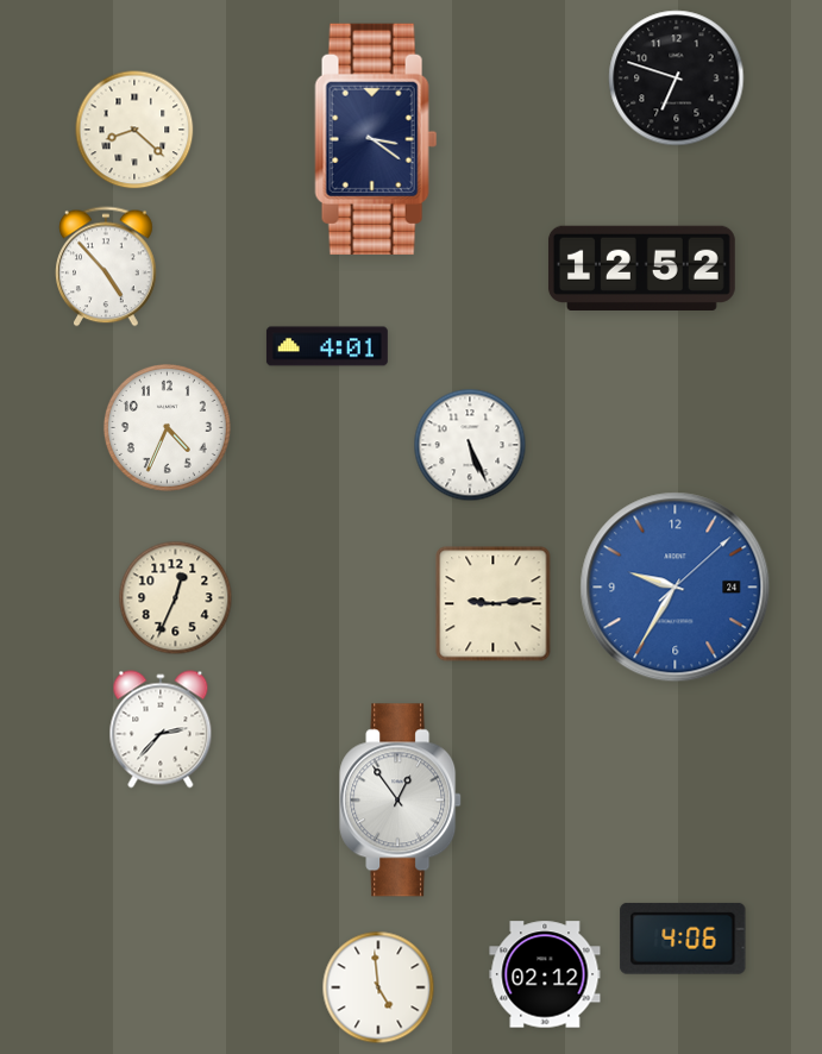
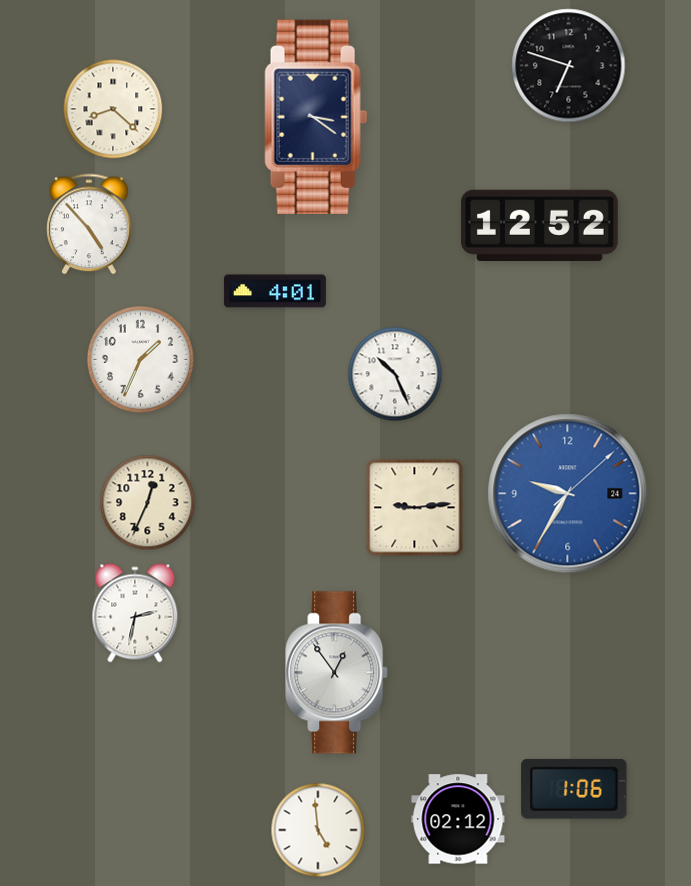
clock at (167, 427): 4:34 -> 1:34
clock at (470, 445): 5:26 -> 10:26
clock at (161, 729): 2:37 -> 2:32
clock at (683, 939): 4:06 -> 1:06
